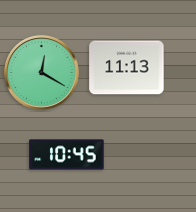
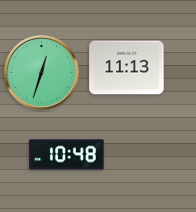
clock at (41, 72): 12:20 -> 12:33
clock at (67, 155): 10:45 -> 10:48
